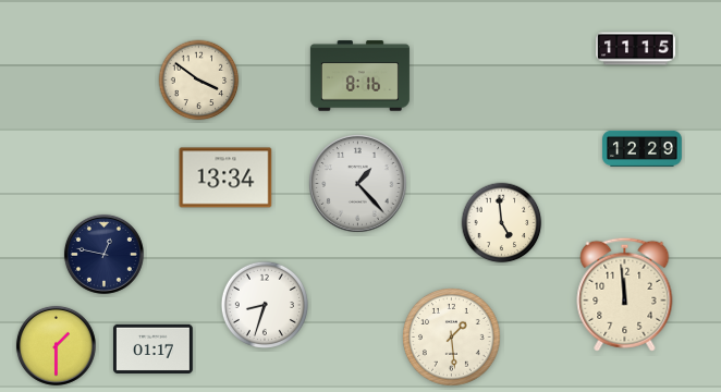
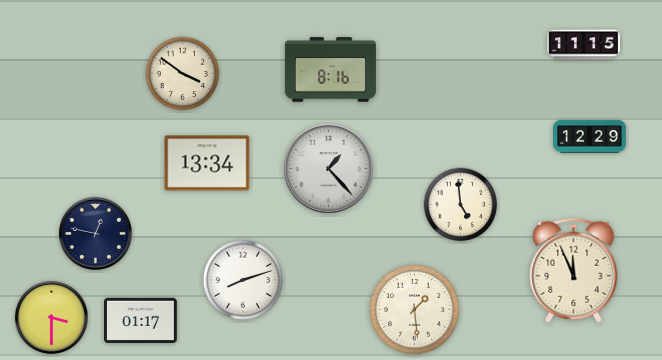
clock at (625, 294): 11:59 -> 11:56
clock at (265, 305): 8:33 -> 8:12
clock at (56, 345): 1:30 -> 3:30
